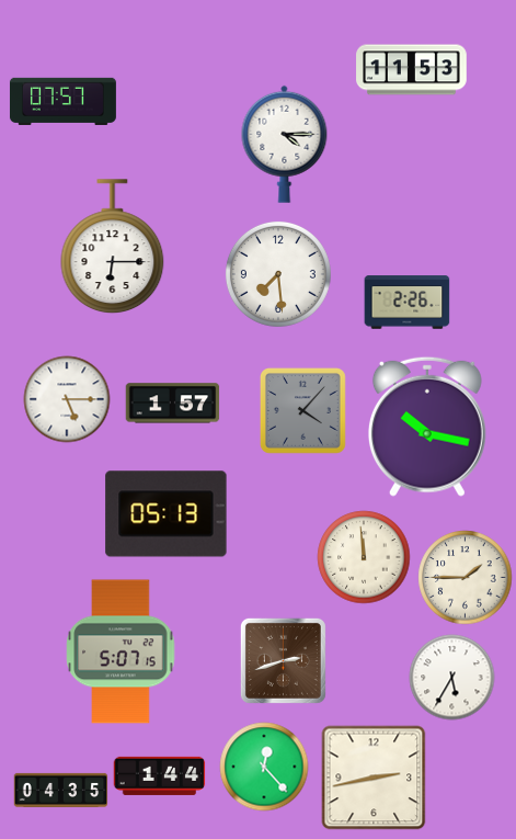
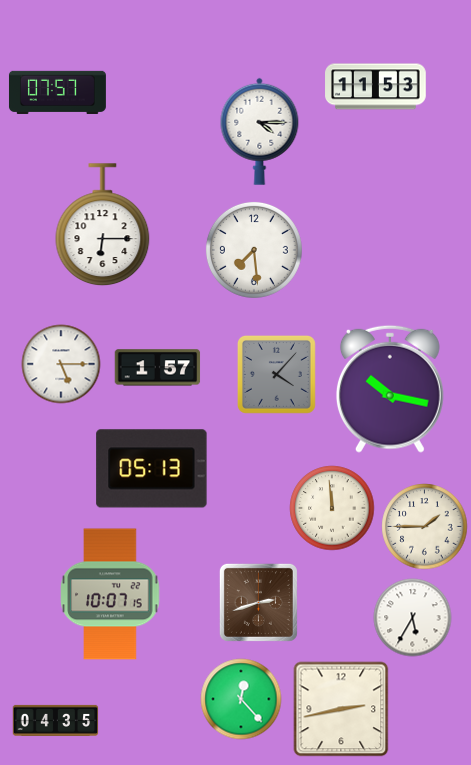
clock at (412, 70) position: (412, 70) -> (376, 87)
clock at (406, 303): 2:26 -> none
clock at (121, 651): 5:07 -> 10:07
clock at (159, 775): 1:44 -> none
